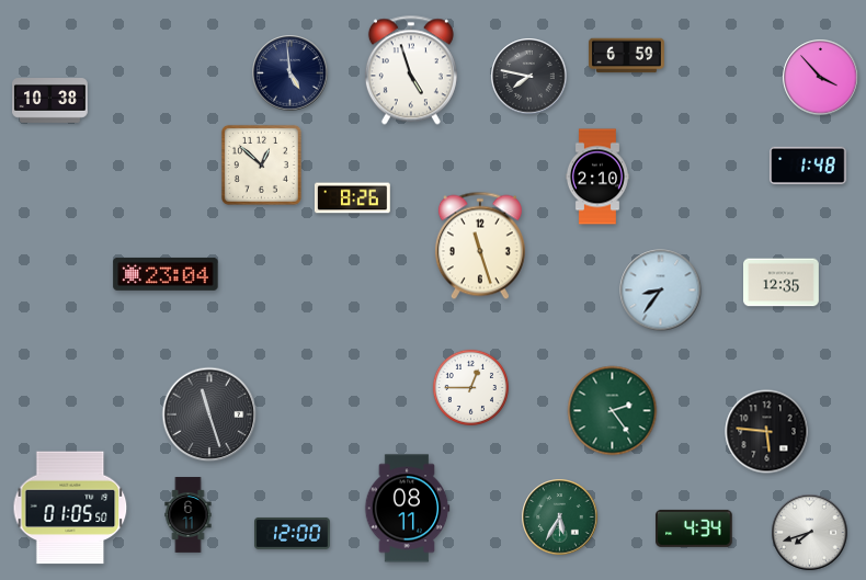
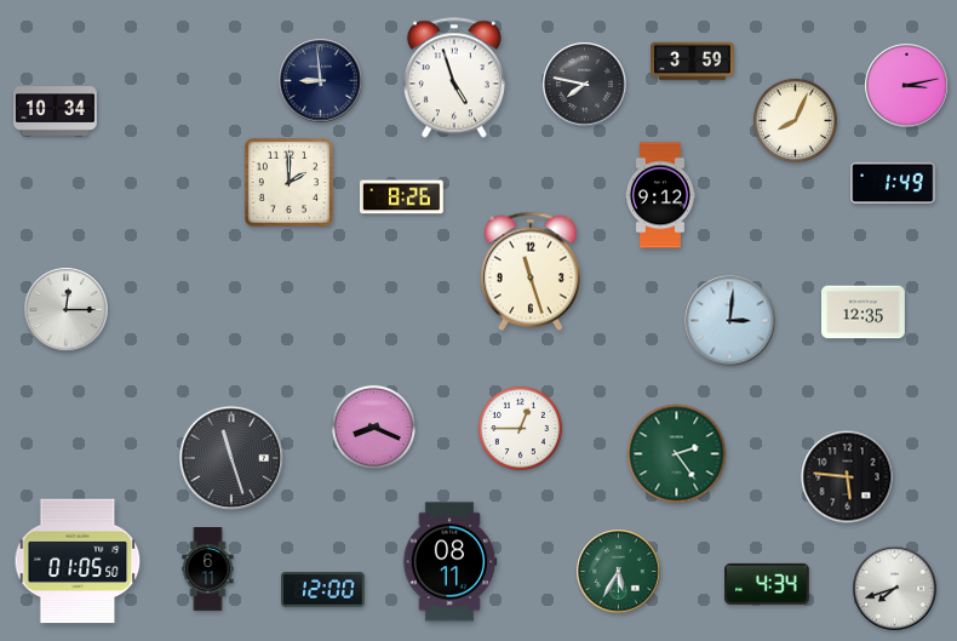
clock at (627, 56): 6:59 -> 3:59
clock at (290, 73): 4:59 -> 8:59
clock at (821, 78): 3:53 -> 3:13
clock at (50, 101): 10:38 -> 10:34
clock at (795, 120): none -> 8:04
clock at (261, 164): 12:52 -> 2:00
clock at (808, 164): 1:48 -> 1:49
clock at (597, 177): 2:10 -> 9:12
clock at (352, 198) position: (352, 198) -> (401, 198)
clock at (166, 274): 23:04 -> none
clock at (67, 310): none -> 12:15
clock at (661, 291): 8:36 -> 3:01
clock at (373, 427): none -> 8:19
